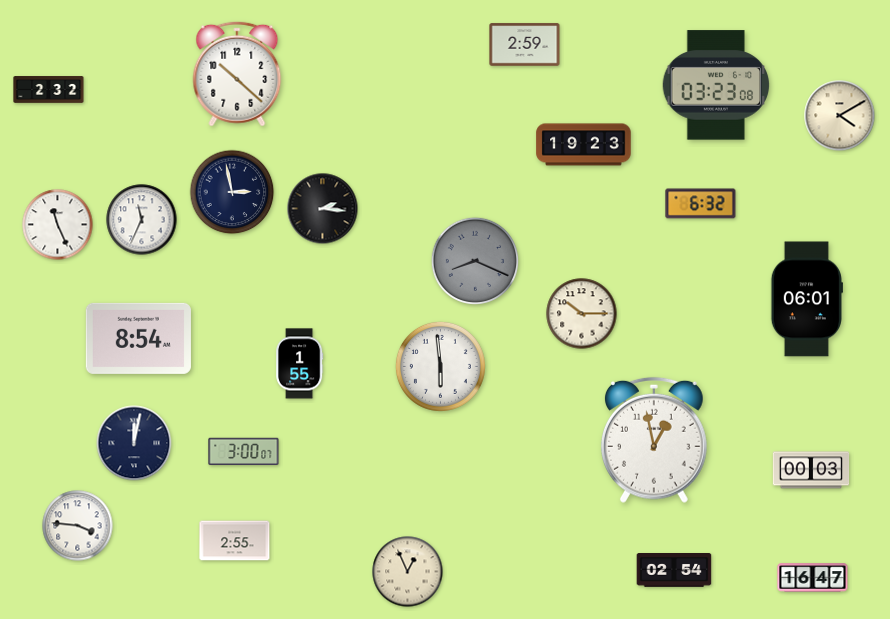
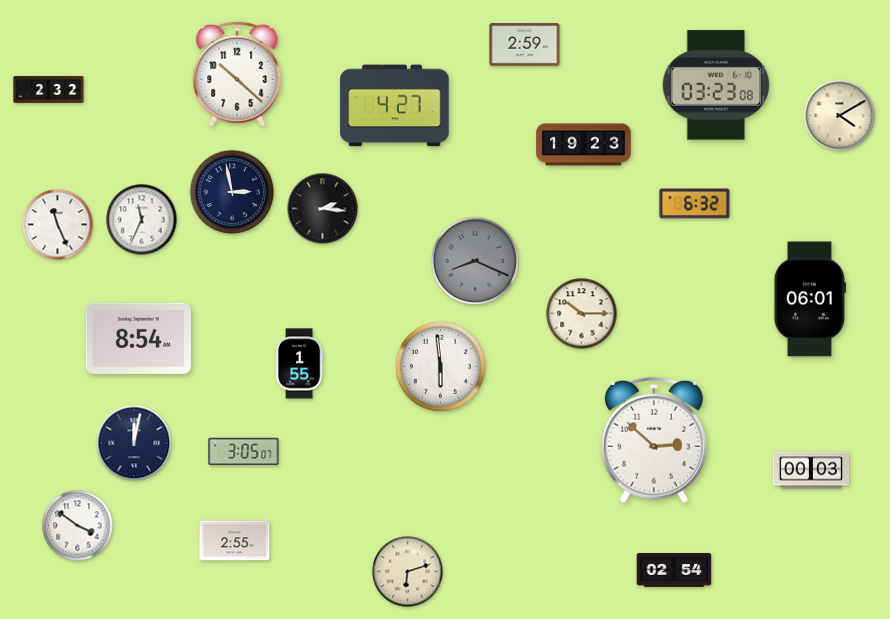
clock at (395, 106): none -> 4:27
clock at (701, 204) position: (701, 204) -> (695, 204)
clock at (807, 299) position: (807, 299) -> (810, 299)
clock at (654, 440): 12:58 -> 2:52
clock at (244, 452): 3:00 -> 3:05
clock at (78, 526): 3:46 -> 3:51
clock at (408, 572): 12:56 -> 6:12
clock at (813, 578): 16:47 -> none
